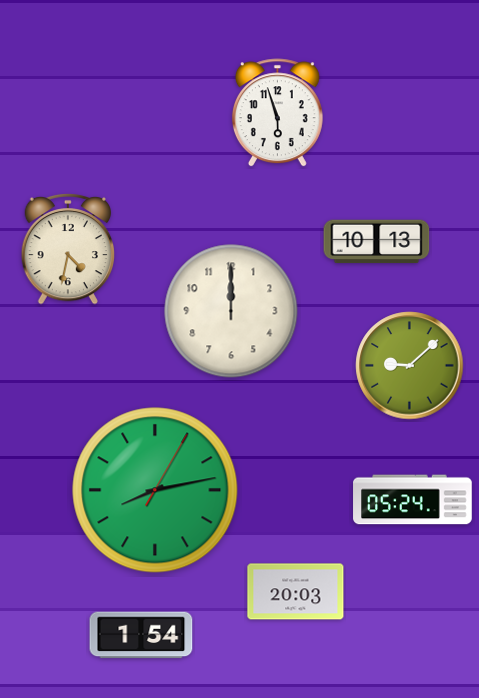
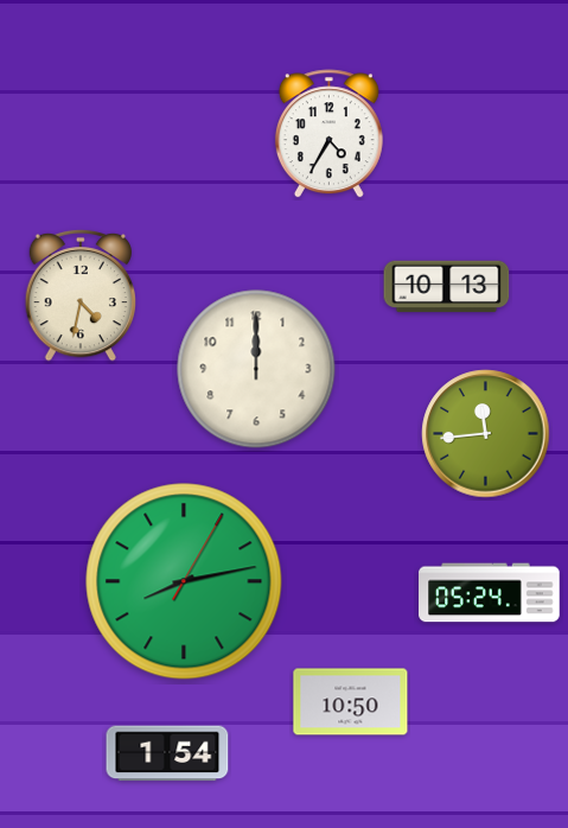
clock at (277, 113): 5:57 -> 4:35
clock at (231, 311) position: (231, 311) -> (256, 369)
clock at (410, 366): 9:08 -> 11:44
clock at (296, 592): 20:03 -> 10:50
